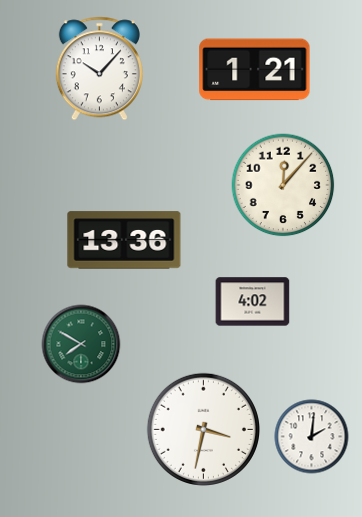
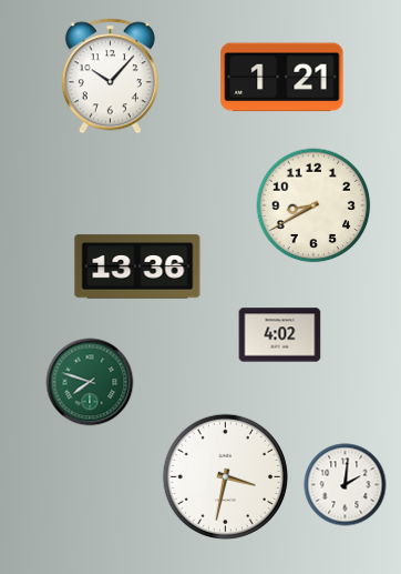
clock at (283, 185): 12:07 -> 8:40
clock at (81, 344): 7:50 -> 7:48
